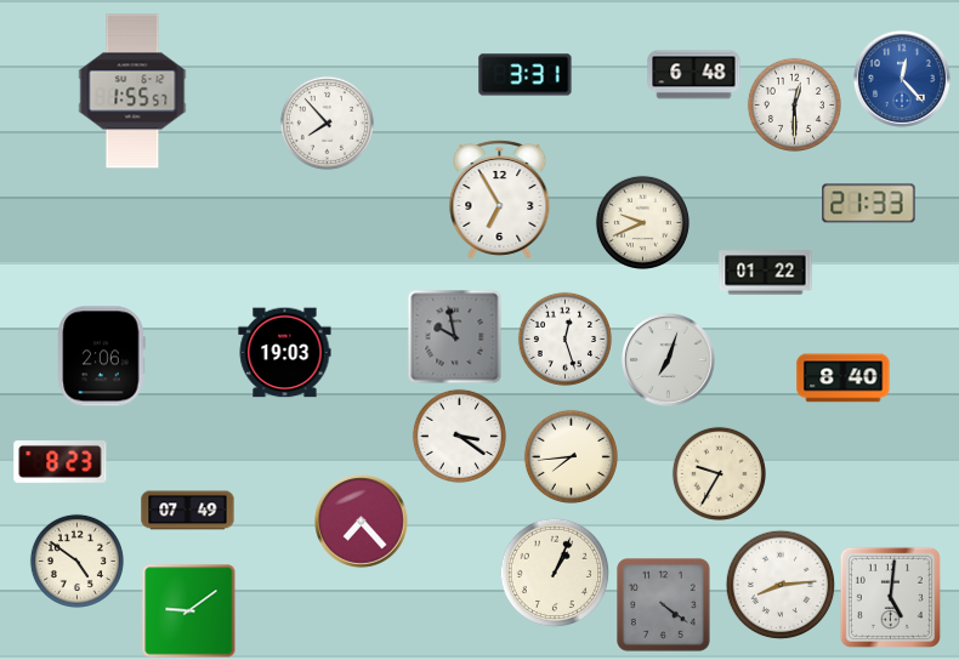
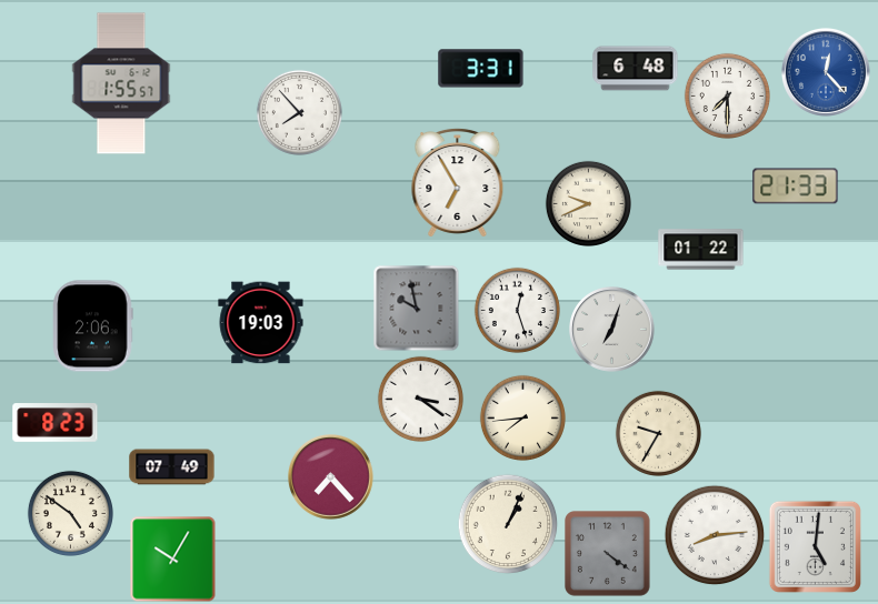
clock at (794, 104): 12:30 -> 7:30
clock at (844, 379): 8:40 -> none
clock at (189, 611): 9:09 -> 10:05
